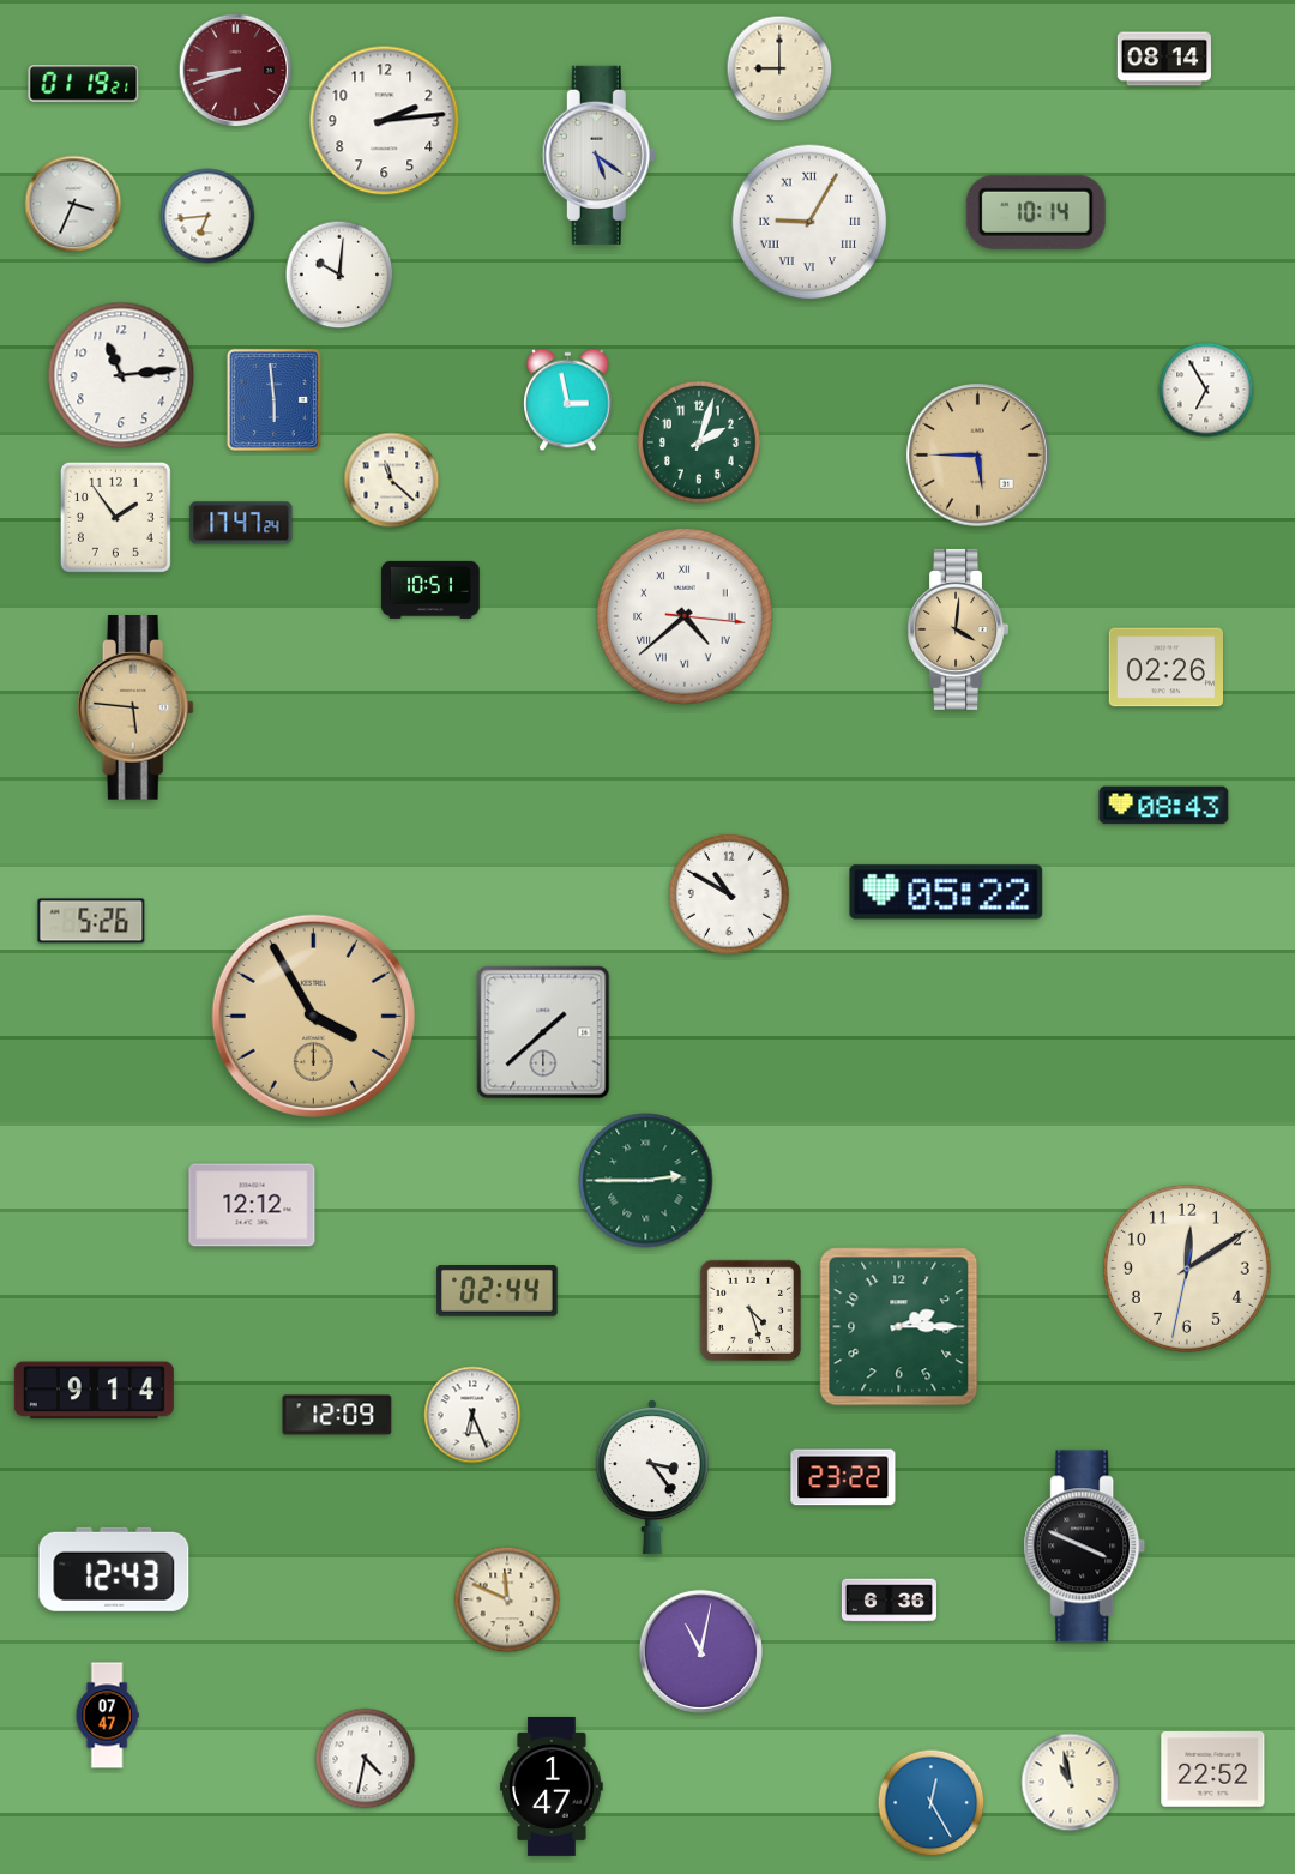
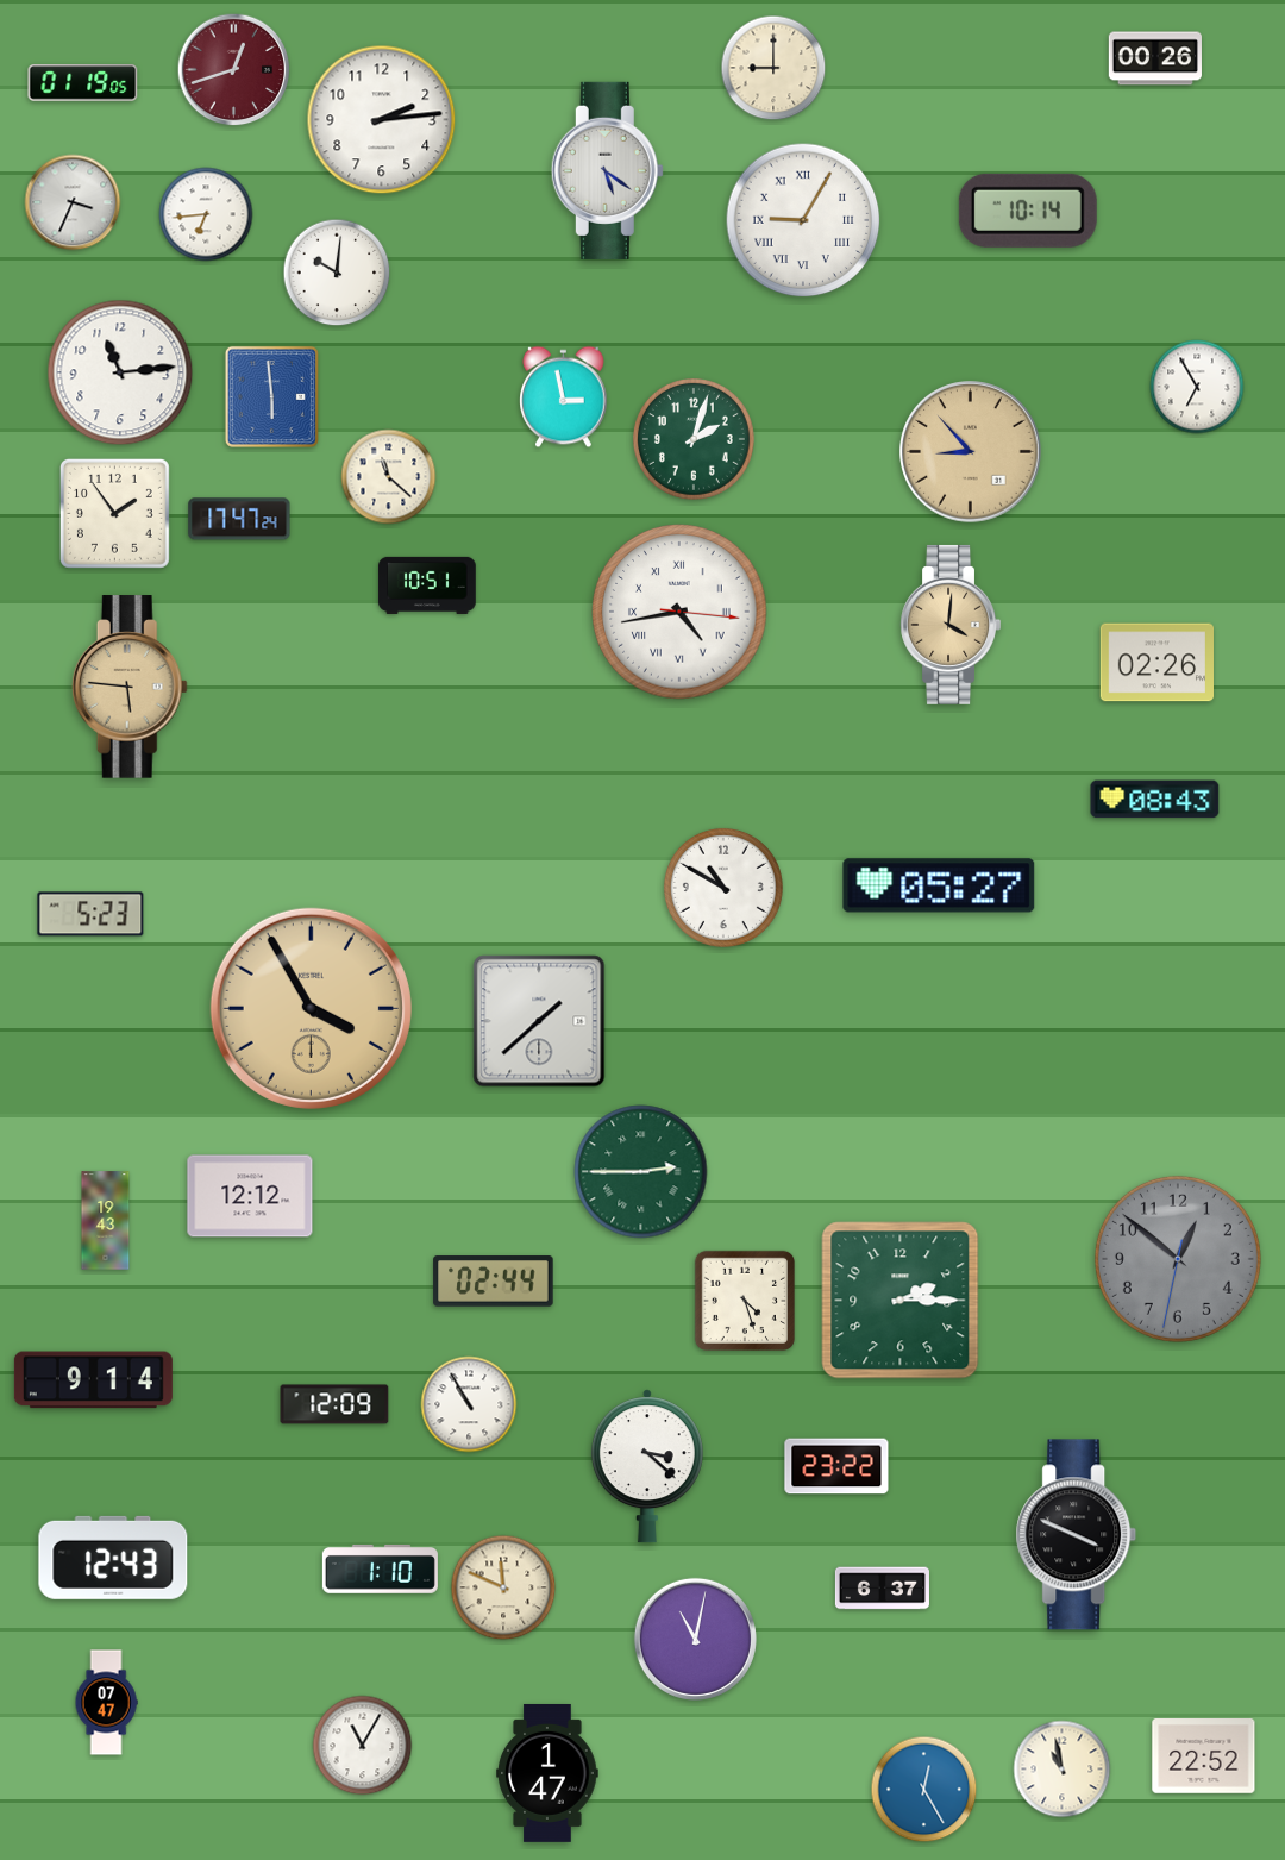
clock at (1164, 59): 08:14 -> 00:26
clock at (236, 71): 8:42 -> 12:42
clock at (84, 84): 01:19:21 -> 01:19:05
clock at (598, 155) position: (598, 155) -> (607, 170)
clock at (978, 456): 5:45 -> 8:53
clock at (685, 616): 4:38 -> 4:43
clock at (135, 707) position: (135, 707) -> (130, 687)
clock at (946, 892): 05:22 -> 05:27
clock at (91, 921): 5:26 -> 5:23
clock at (543, 1032) position: (543, 1032) -> (539, 1021)
clock at (106, 1221): none -> 19:43
clock at (1187, 1269): 12:09 -> 12:51
clock at (1187, 1269) dial: cream -> grey
clock at (899, 1327) position: (899, 1327) -> (901, 1301)
clock at (472, 1415): 6:26 -> 10:55
clock at (652, 1477): 3:24 -> 3:22
clock at (380, 1568): none -> 1:10
clock at (889, 1601): 6:36 -> 6:37
clock at (366, 1759): 4:32 -> 11:05
